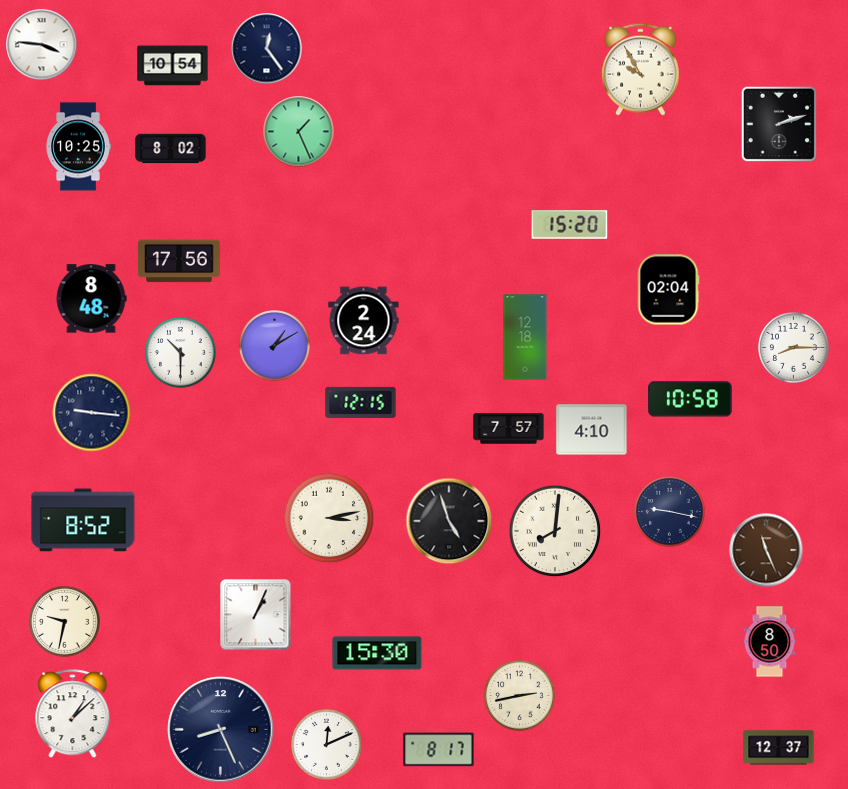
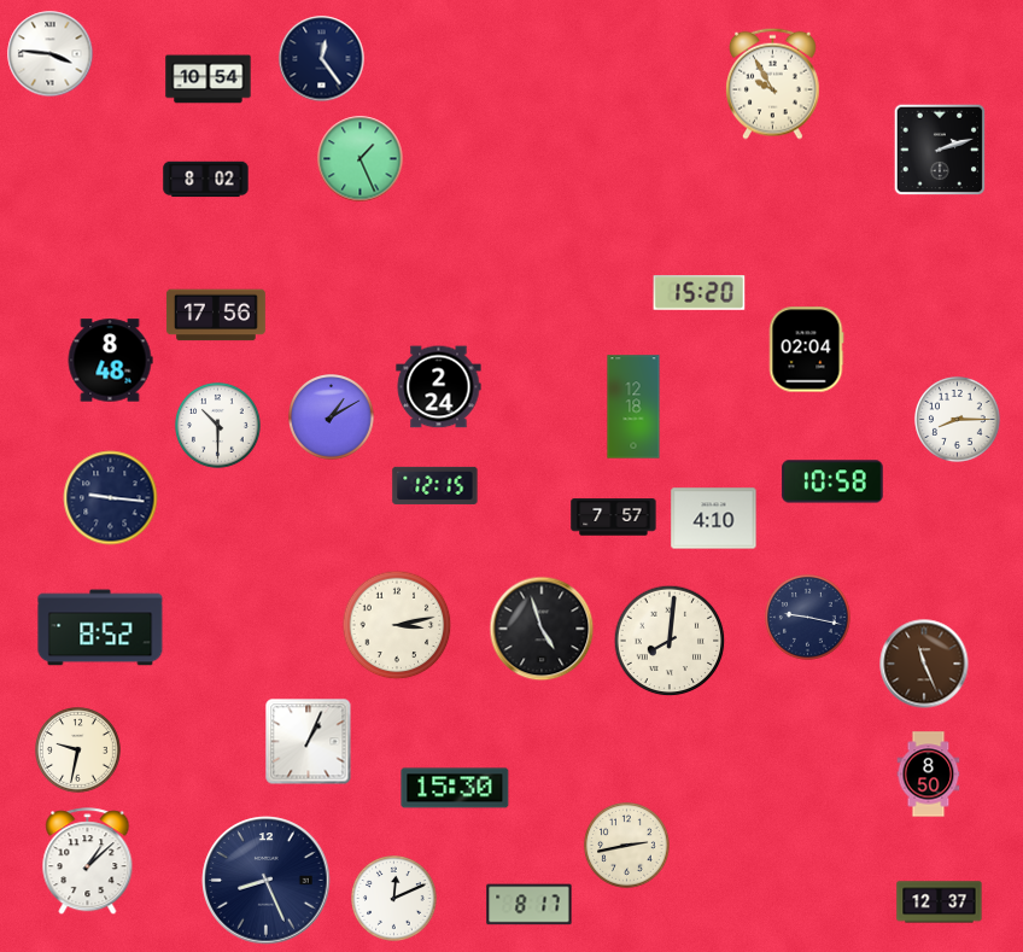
clock at (78, 147): 10:25 -> none
clock at (570, 225) position: (570, 225) -> (700, 293)
clock at (520, 696) position: (520, 696) -> (627, 846)
